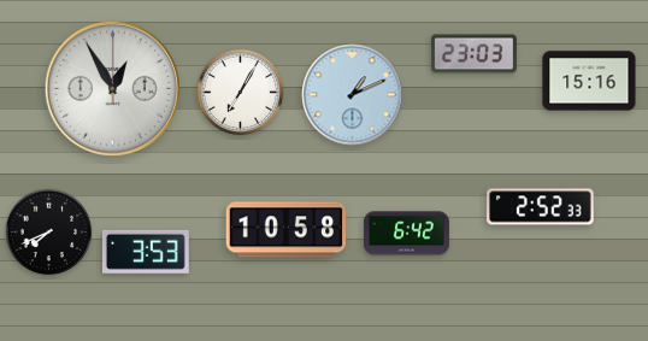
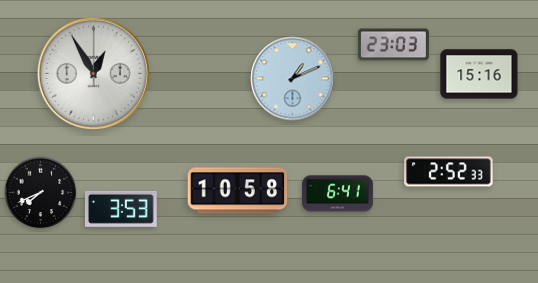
clock at (589, 81) position: (589, 81) -> (479, 74)
clock at (241, 93): 7:05 -> none
clock at (406, 234): 6:42 -> 6:41
